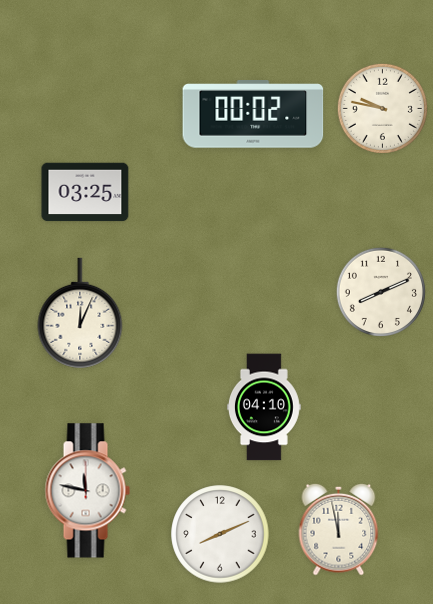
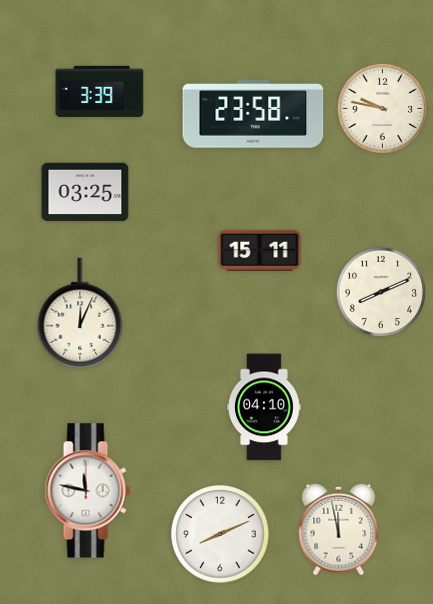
clock at (100, 91): none -> 3:39
clock at (253, 114): 00:02 -> 23:58
clock at (260, 250): none -> 15:11
